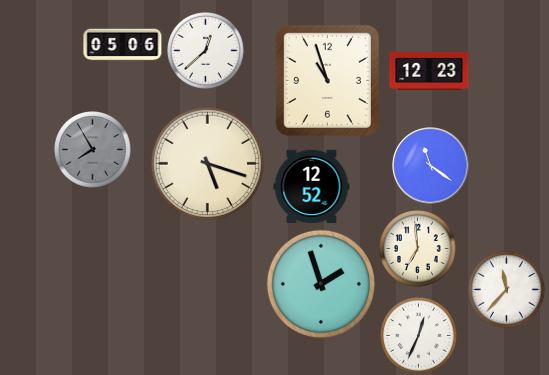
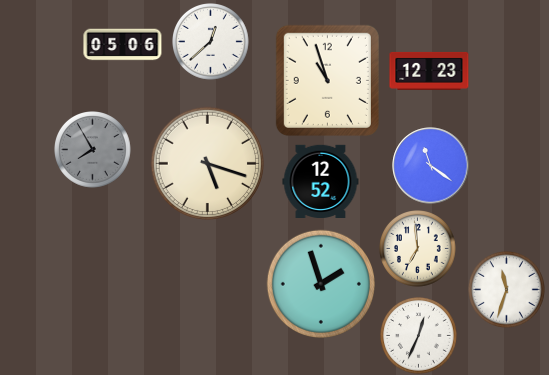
clock at (206, 51) position: (206, 51) -> (211, 42)
clock at (312, 186) position: (312, 186) -> (321, 181)
clock at (507, 290): 11:37 -> 11:33
